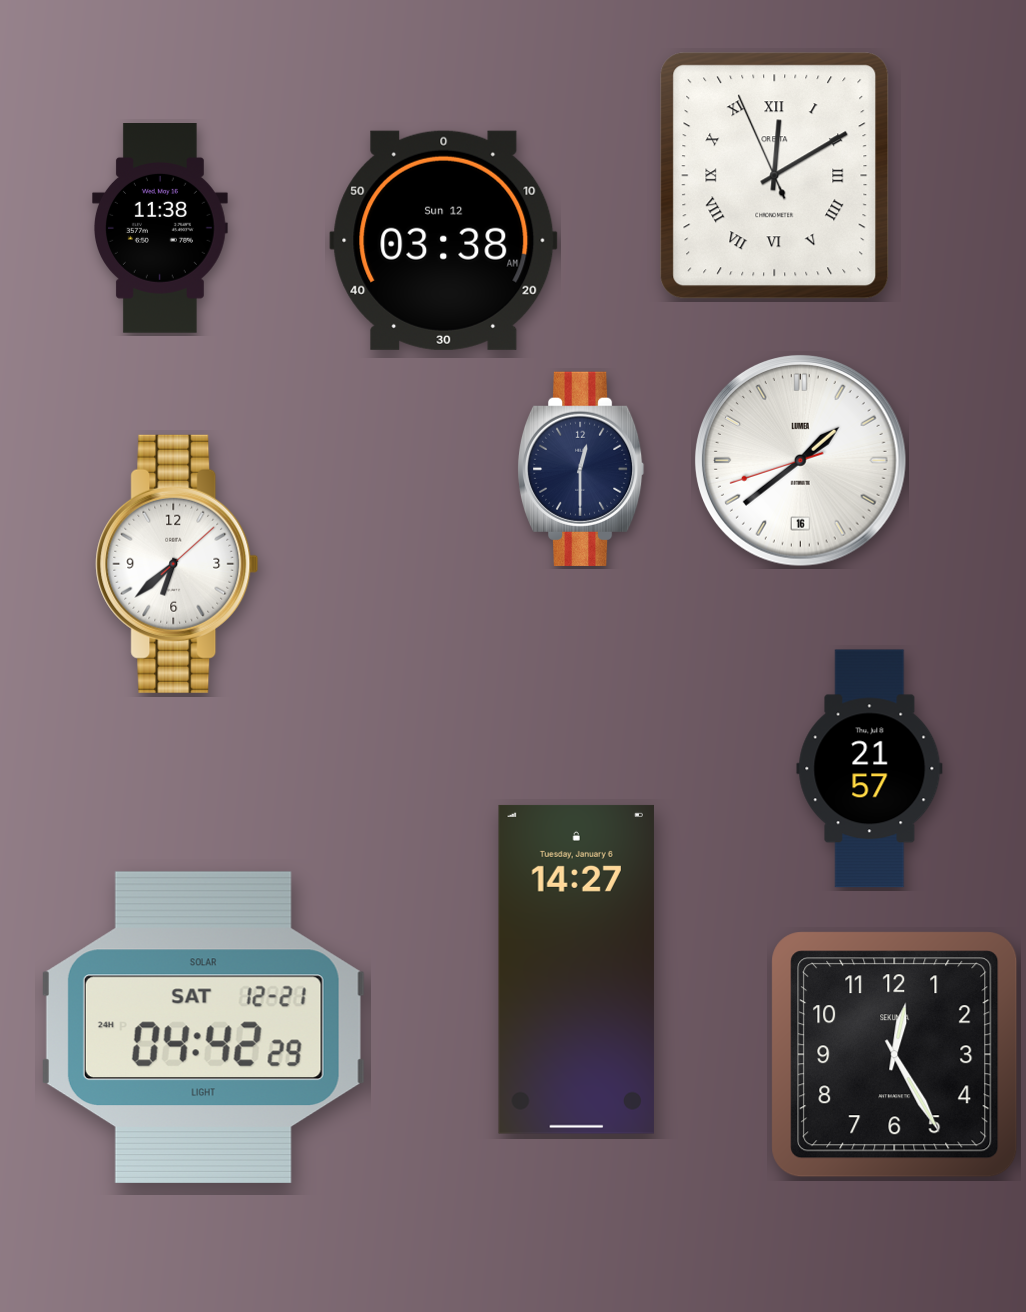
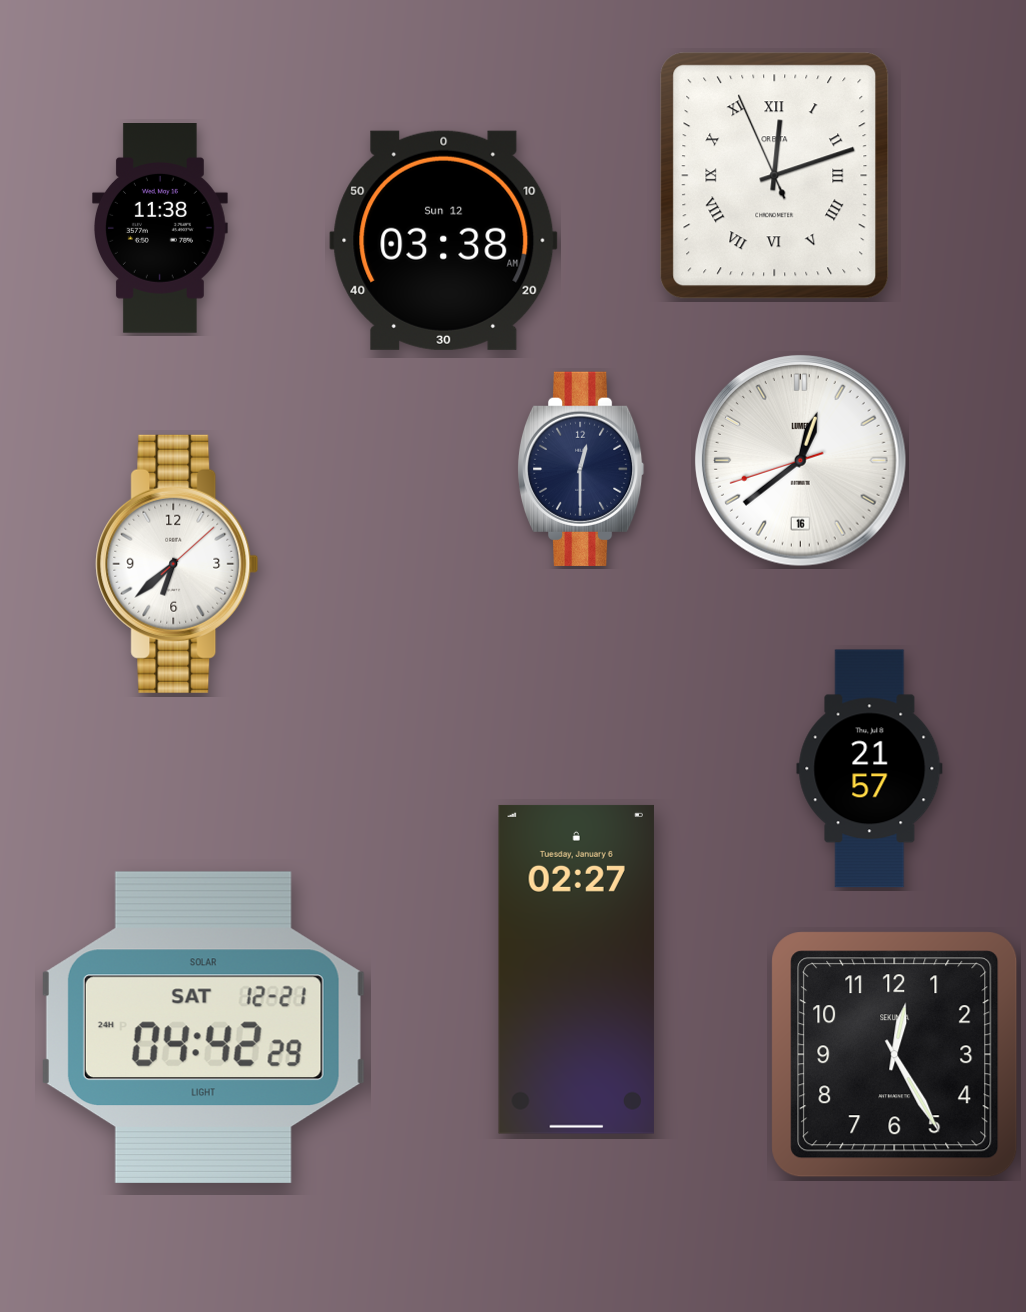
clock at (775, 176): 12:09 -> 12:11
clock at (801, 461): 1:38 -> 12:38
clock at (576, 969): 14:27 -> 02:27
